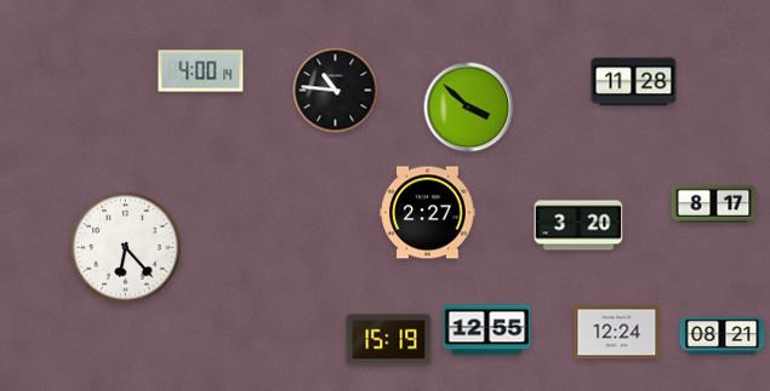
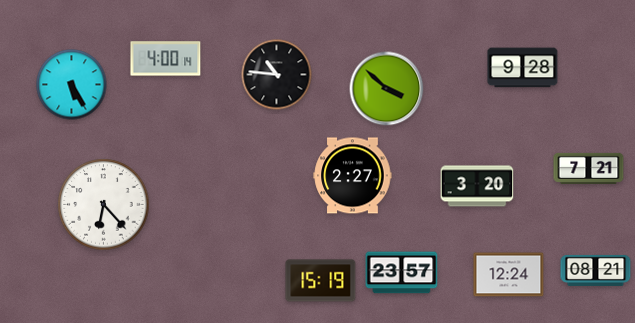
clock at (634, 82): 11:28 -> 9:28
clock at (72, 85): none -> 5:25
clock at (714, 203): 8:17 -> 7:21
clock at (487, 330): 12:55 -> 23:57
clock at (723, 335) position: (723, 335) -> (596, 270)
